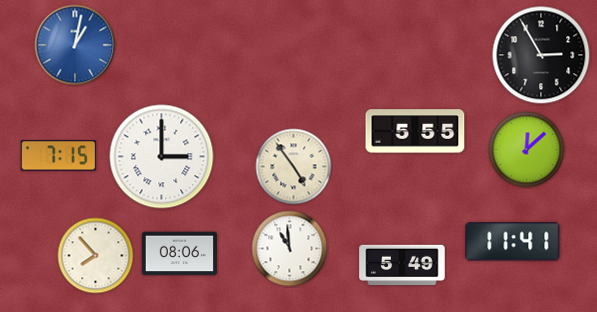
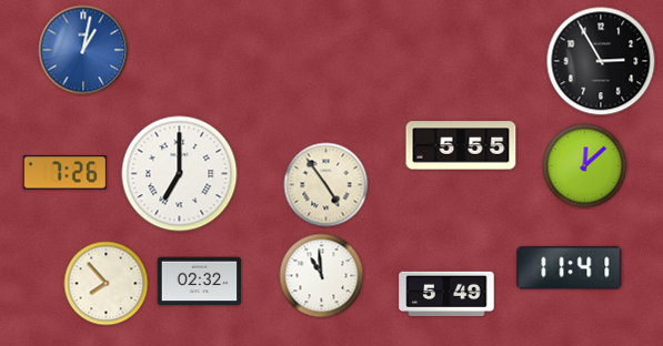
clock at (58, 156): 7:15 -> 7:26
clock at (162, 157): 3:00 -> 7:00
clock at (180, 254): 08:06 -> 02:32
